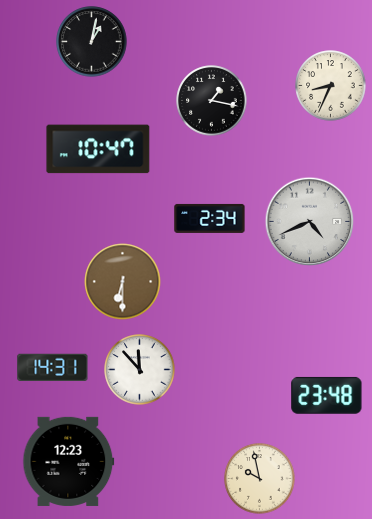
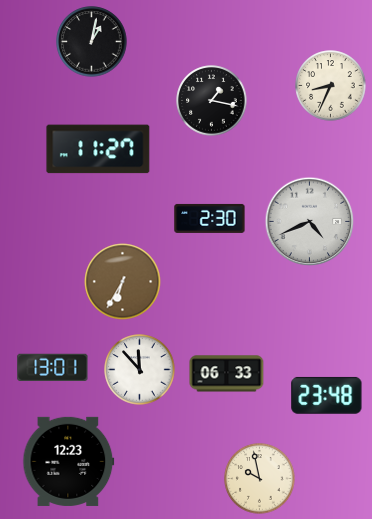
clock at (98, 149): 10:47 -> 11:27
clock at (210, 218): 2:34 -> 2:30
clock at (123, 282): 6:30 -> 6:35
clock at (53, 367): 14:31 -> 13:01
clock at (227, 374): none -> 06:33
